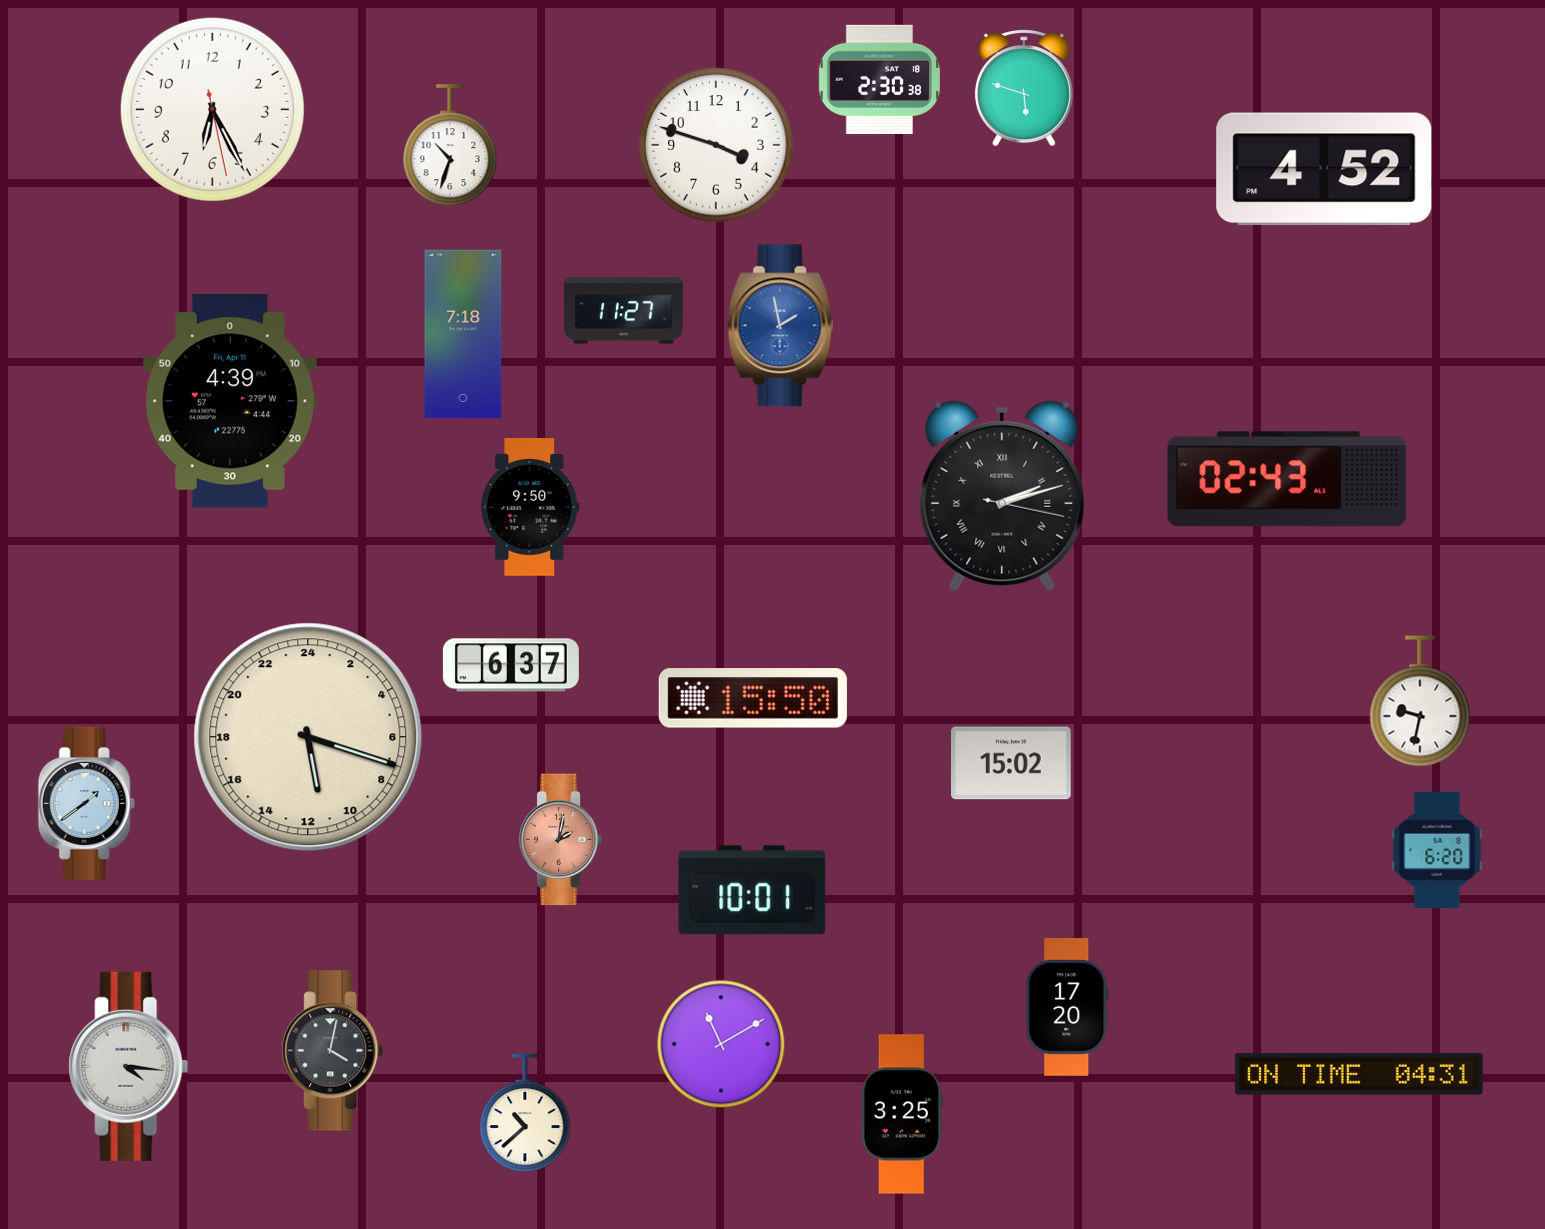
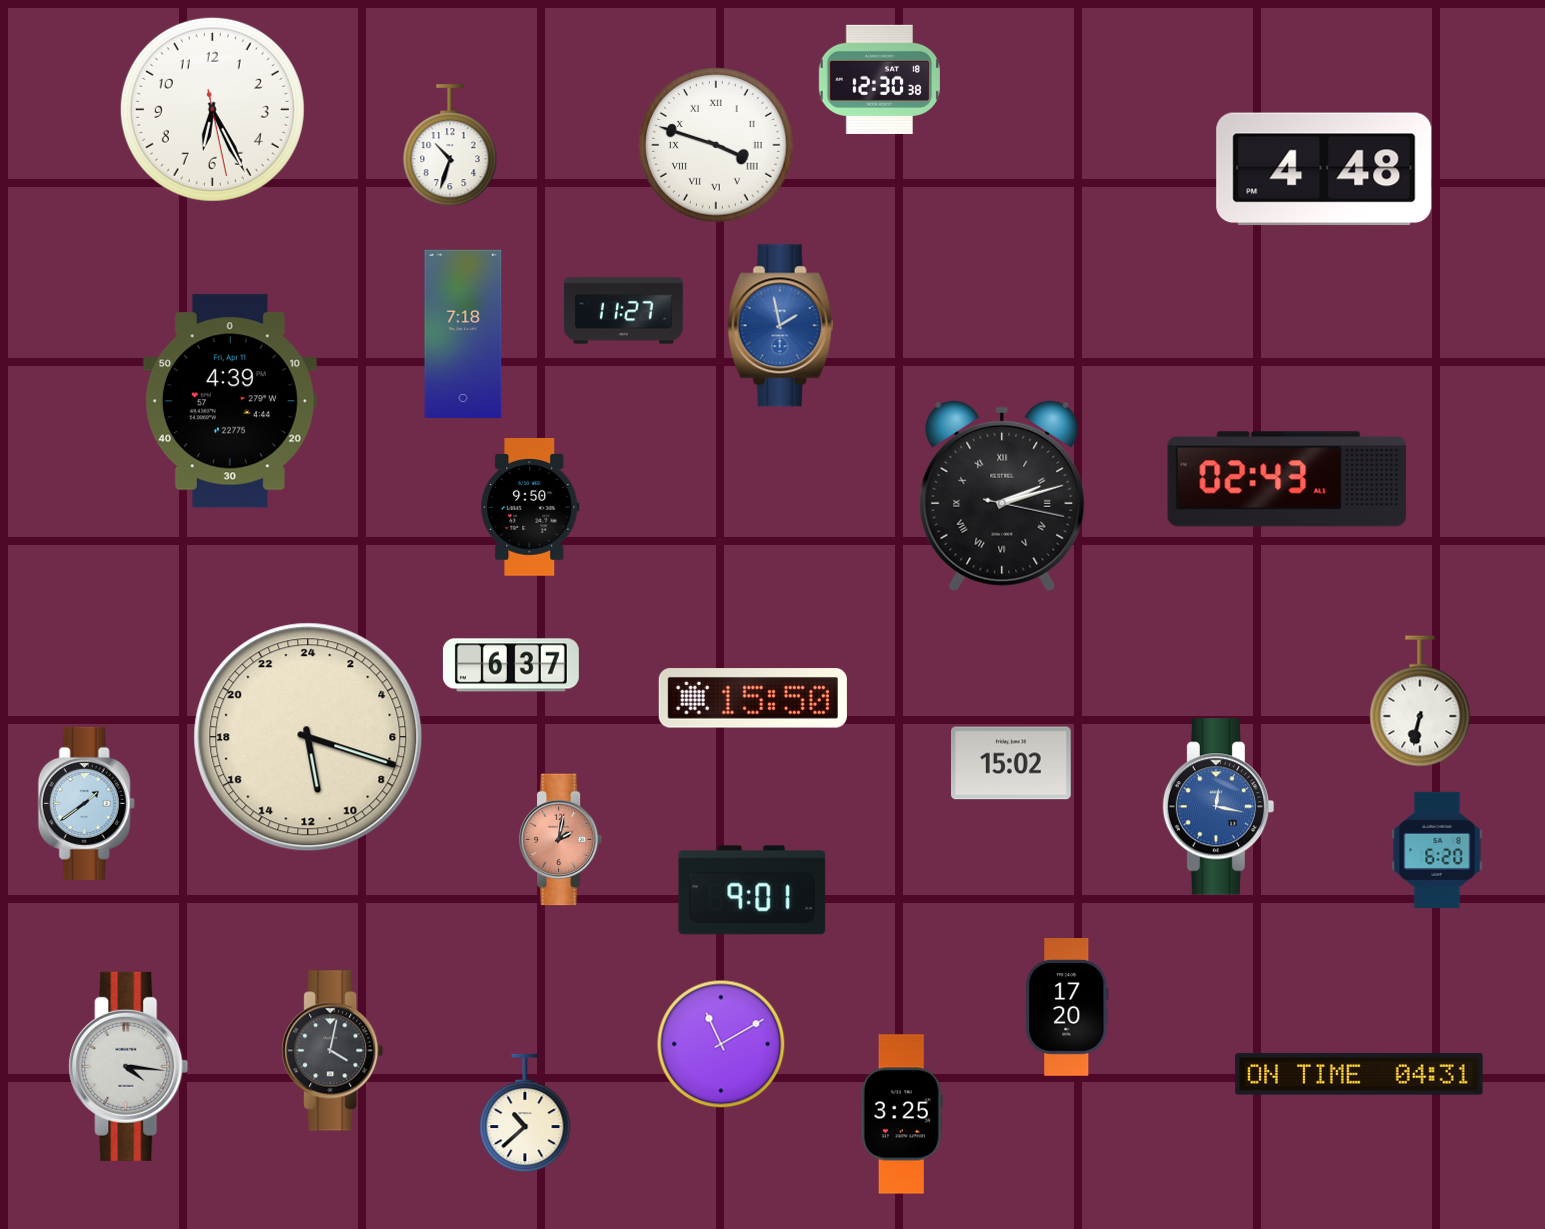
clock at (879, 79): 2:30 -> 12:30
clock at (1024, 88): 5:48 -> none
clock at (716, 145) numerals: Arabic -> Roman
clock at (1324, 169): 4:52 -> 4:48
clock at (1420, 701): 9:32 -> 6:32
clock at (1219, 807): none -> 12:17
clock at (752, 890): 10:01 -> 9:01
